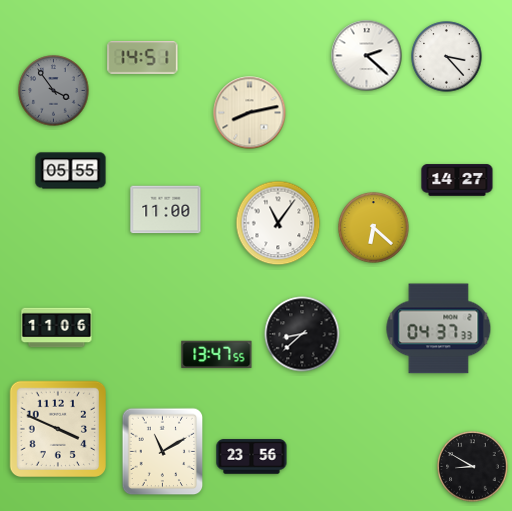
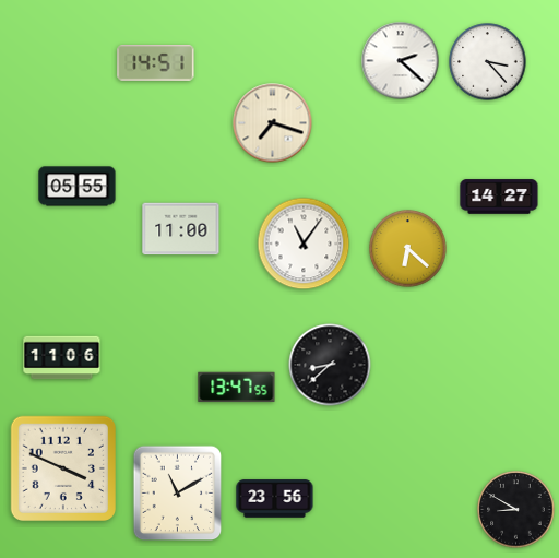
clock at (54, 91): 3:54 -> none
clock at (250, 113): 8:13 -> 7:18
clock at (439, 329): 04:37 -> none
